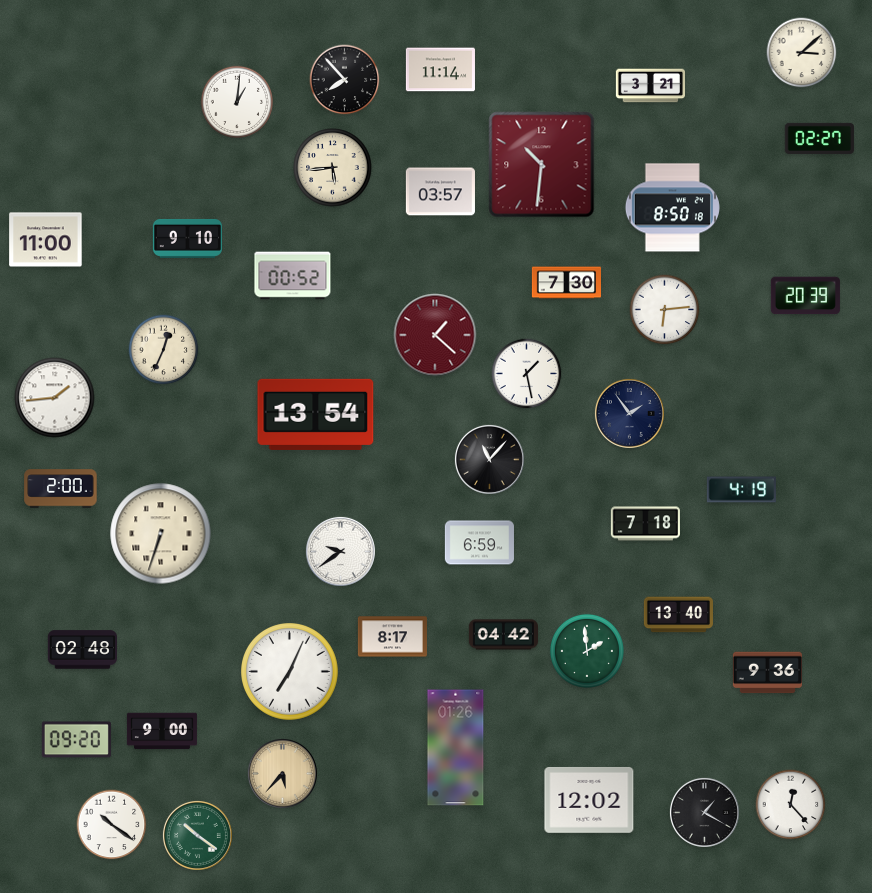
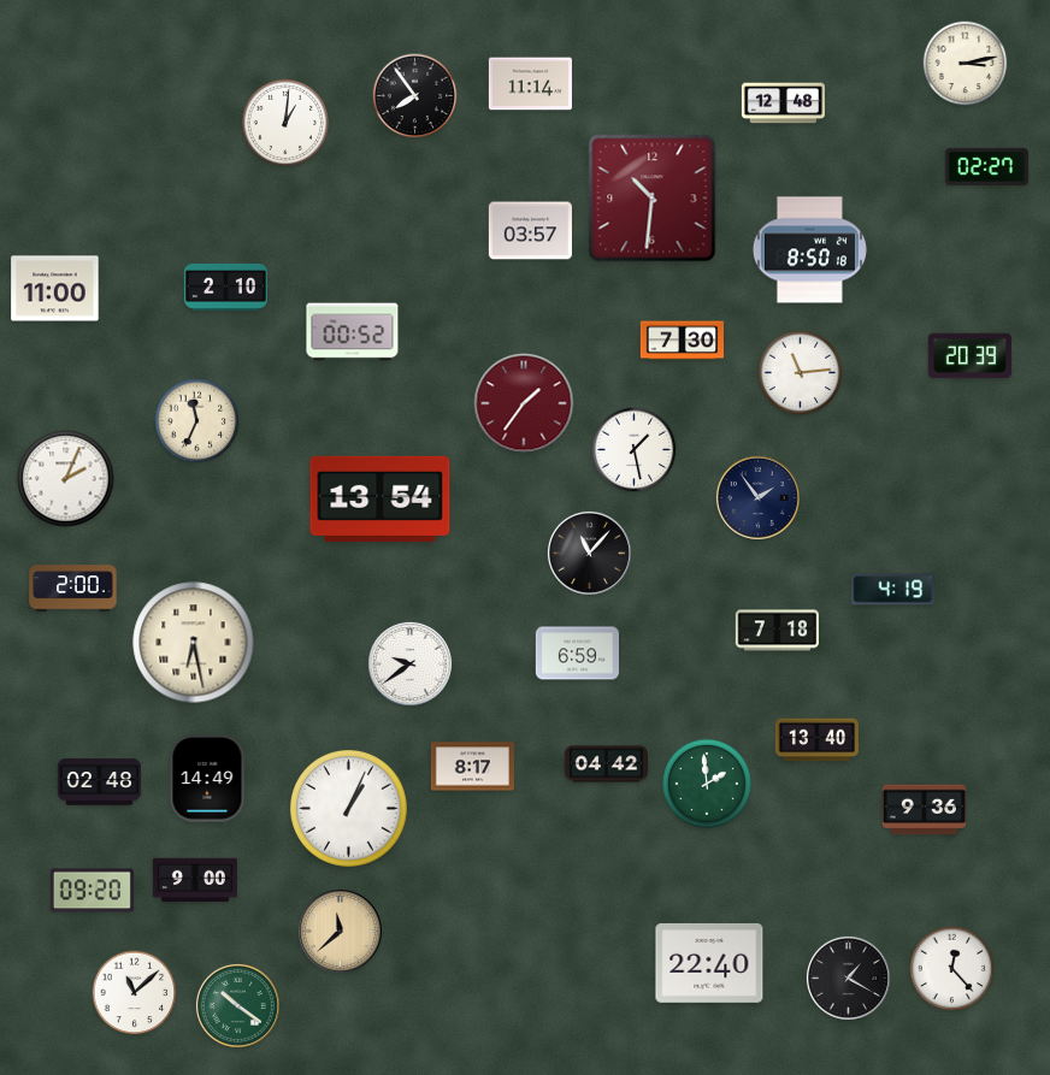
clock at (802, 53): 3:08 -> 3:13
clock at (345, 80): 7:53 -> 7:54
clock at (650, 86): 3:21 -> 12:48
clock at (333, 168): 5:44 -> none
clock at (187, 238): 9:10 -> 2:10
clock at (665, 310): 6:14 -> 11:14
clock at (435, 335): 1:22 -> 1:36
clock at (164, 350): 12:34 -> 11:34
clock at (55, 398): 1:44 -> 2:04
clock at (161, 534): 6:33 -> 6:28
clock at (208, 779): none -> 14:49
clock at (290, 672): 7:04 -> 1:04
clock at (456, 748): 01:26 -> none
clock at (282, 773): 5:37 -> 11:38
clock at (589, 800): 12:02 -> 22:40
clock at (112, 825): 10:21 -> 11:08
